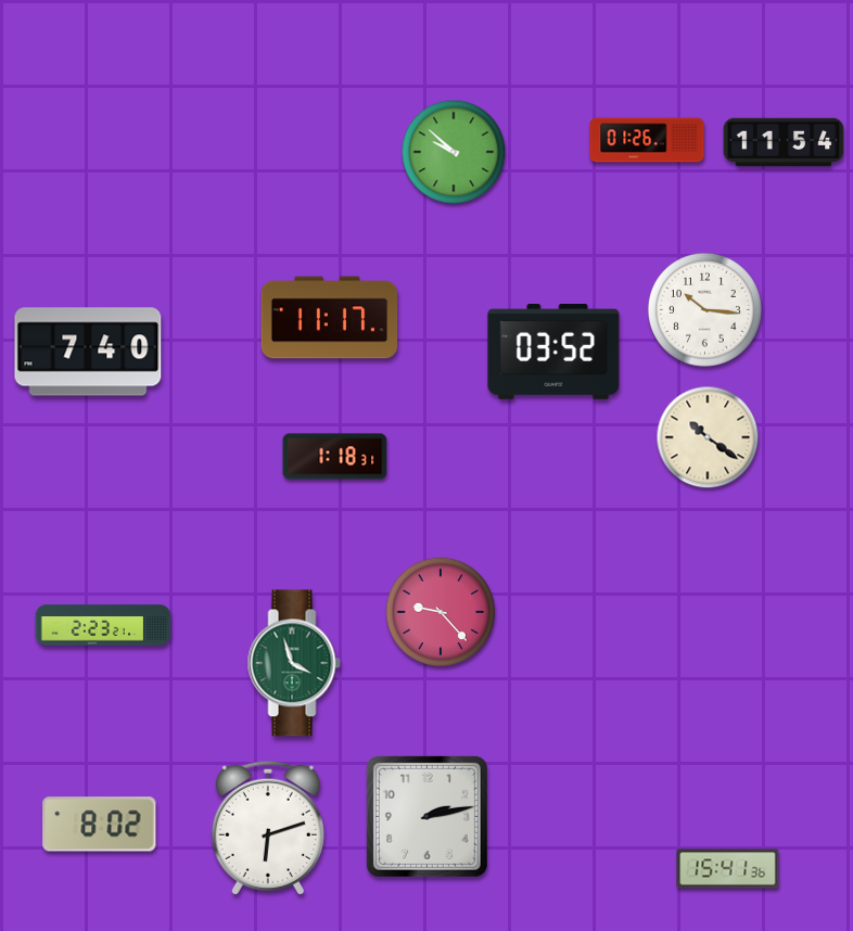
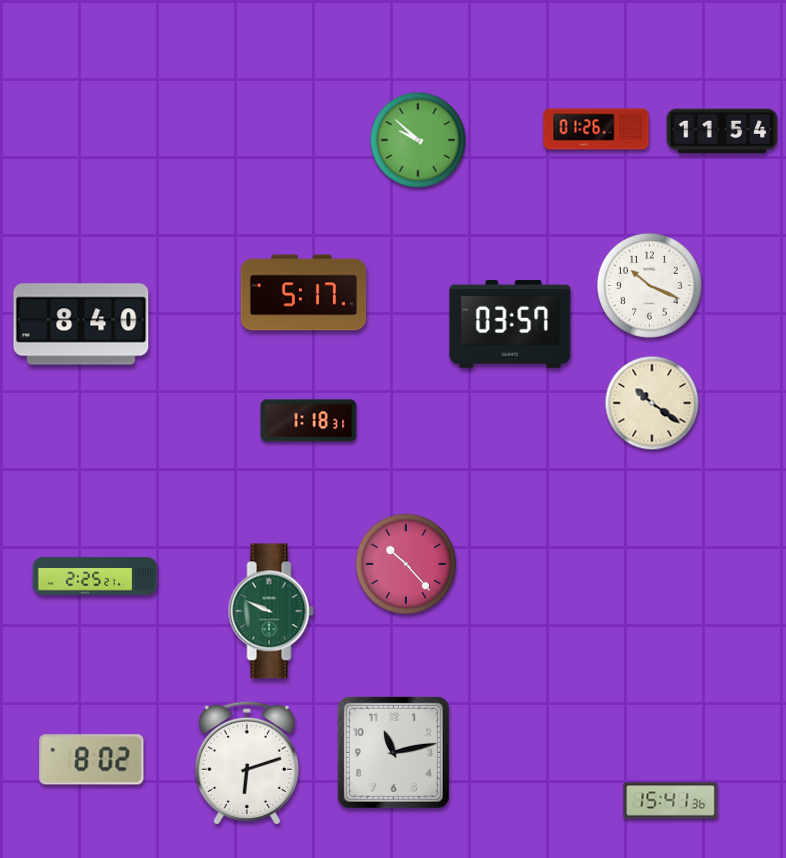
clock at (704, 309): 10:16 -> 10:19
clock at (330, 318): 11:17 -> 5:17
clock at (88, 352): 7:40 -> 8:40
clock at (553, 352): 03:52 -> 03:57
clock at (441, 612): 9:23 -> 10:23
clock at (103, 625): 2:23 -> 2:25
clock at (294, 663): 3:57 -> 9:49
clock at (426, 816): 2:13 -> 11:13
